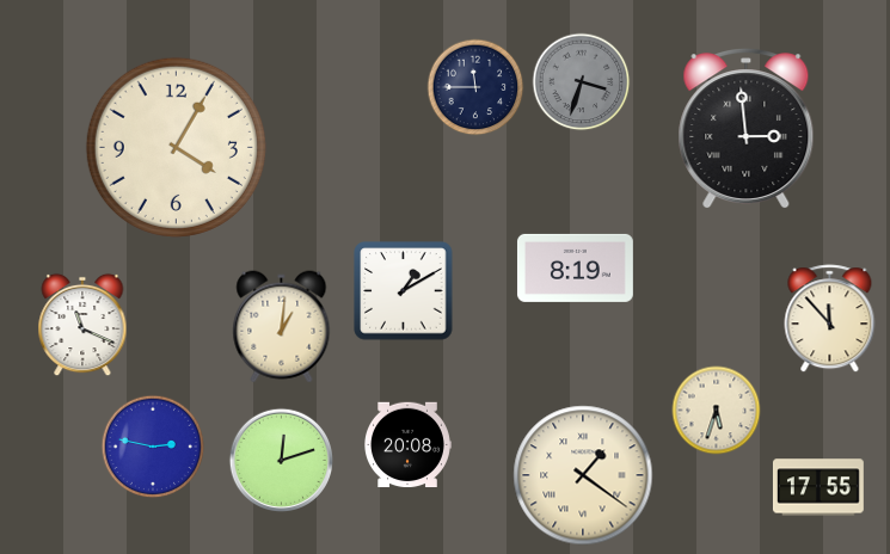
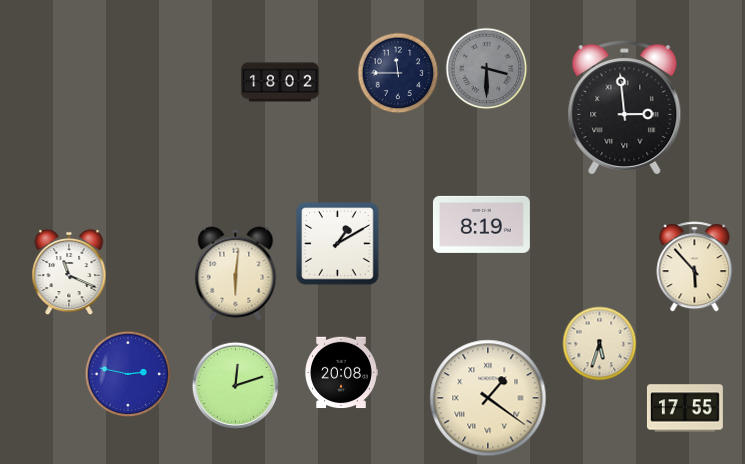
clock at (582, 82): 3:33 -> 3:30
clock at (280, 82): none -> 18:02
clock at (176, 147): 4:05 -> none
clock at (830, 319): 11:53 -> 5:53
clock at (282, 327): 1:01 -> 6:01
